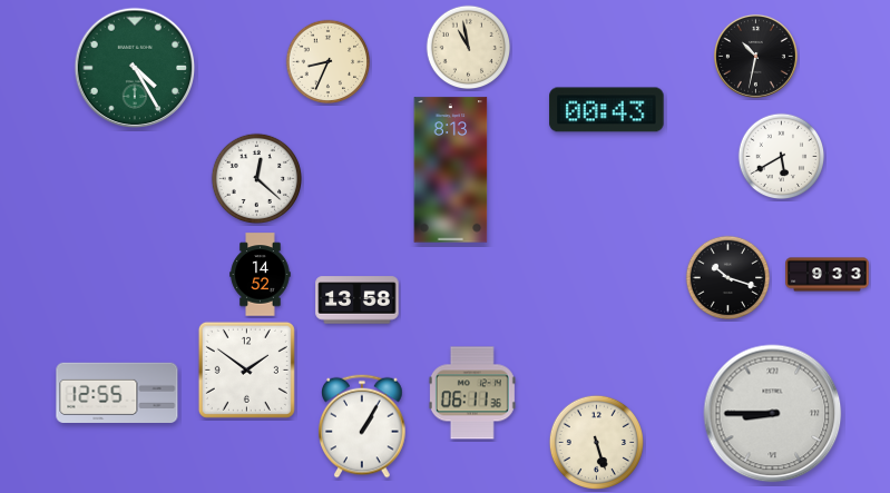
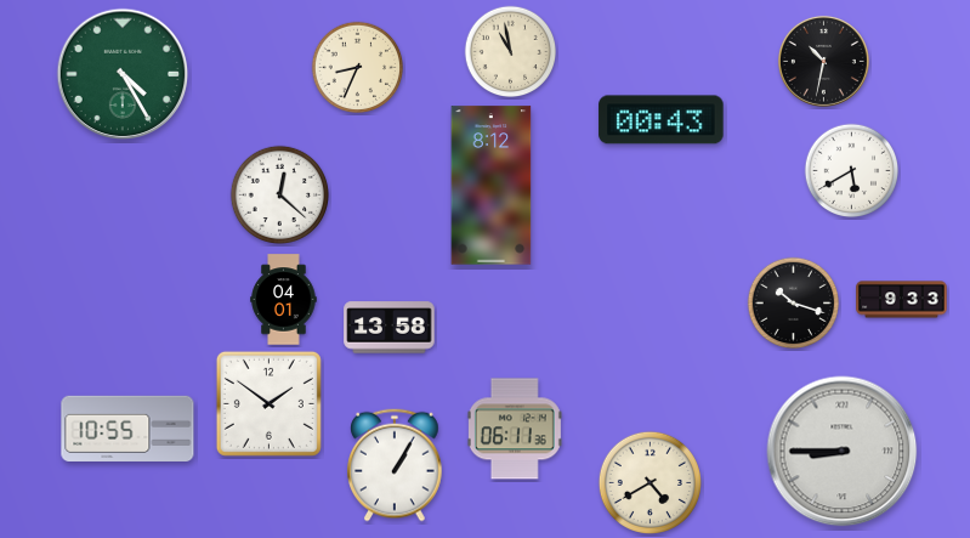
clock at (135, 68) position: (135, 68) -> (123, 74)
clock at (451, 170): 8:13 -> 8:12
clock at (261, 275): 14:52 -> 04:01
clock at (117, 393): 12:55 -> 10:55
clock at (596, 442): 5:27 -> 4:40
